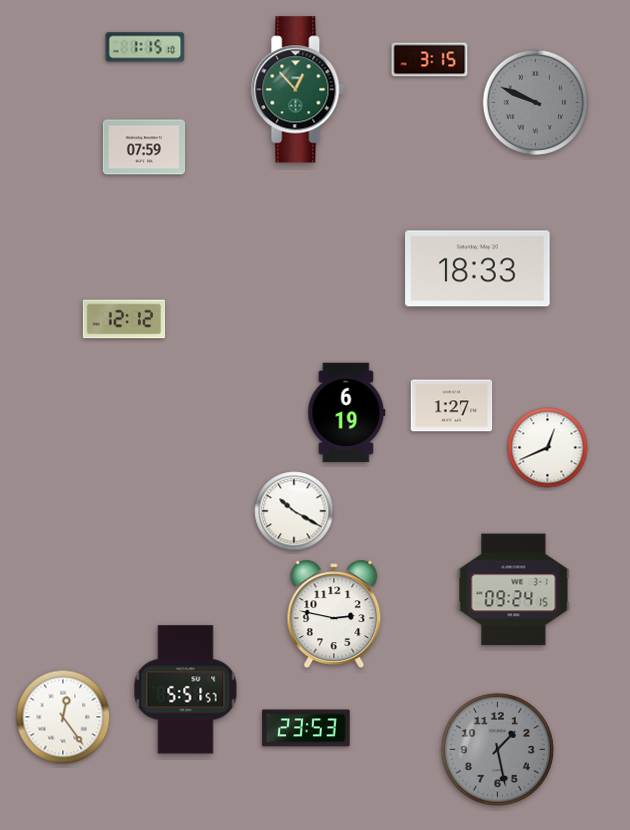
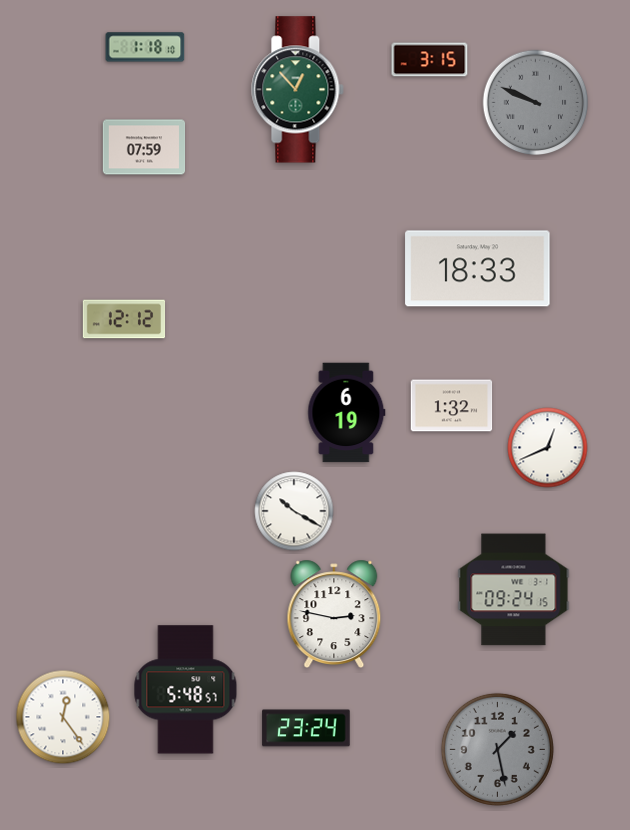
clock at (145, 47): 1:15 -> 1:18
clock at (452, 406): 1:27 -> 1:32
clock at (186, 690): 5:51 -> 5:48
clock at (306, 728): 23:53 -> 23:24
